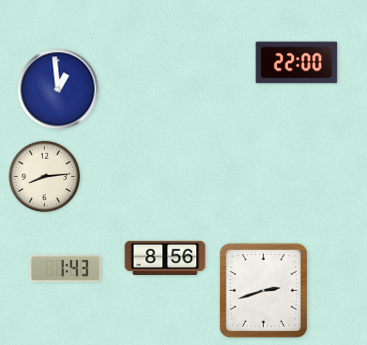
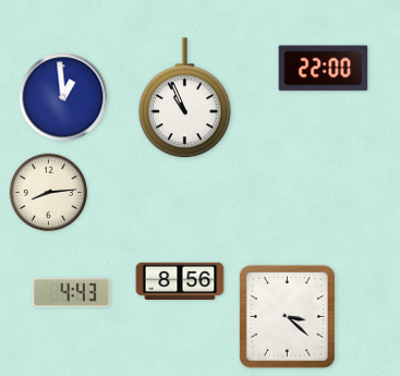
clock at (185, 98): none -> 10:56
clock at (66, 269): 1:43 -> 4:43
clock at (263, 290): 2:42 -> 3:22
